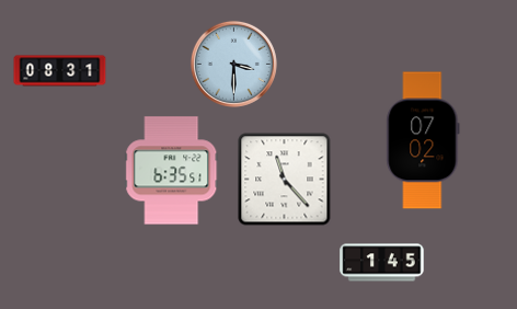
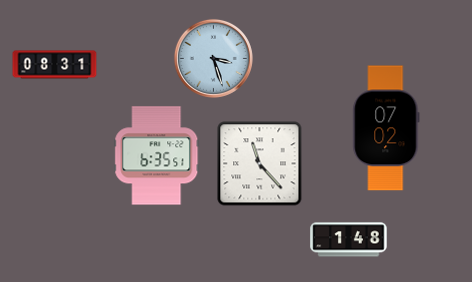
clock at (233, 64): 3:30 -> 3:27
clock at (382, 263): 1:45 -> 1:48
